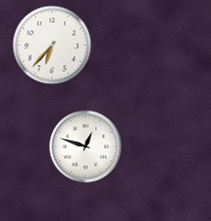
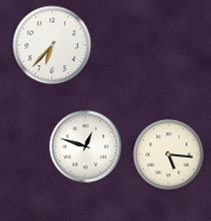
clock at (169, 155): none -> 5:16
